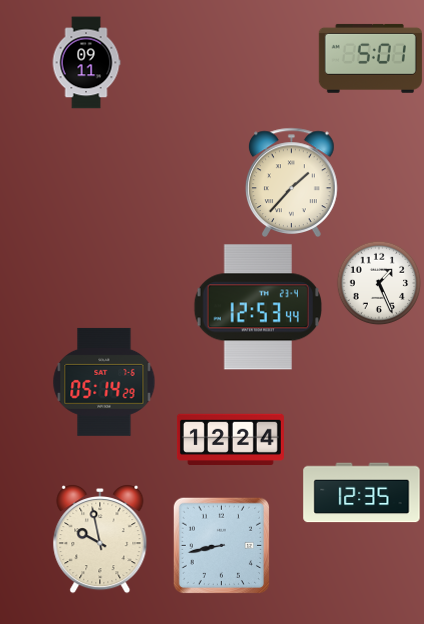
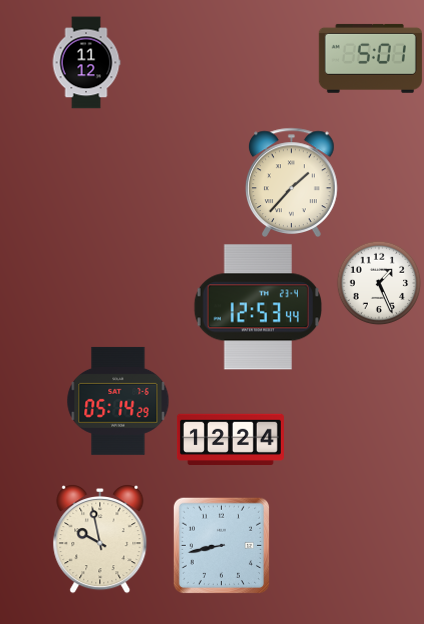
clock at (86, 63): 09:11 -> 11:12
clock at (104, 382) position: (104, 382) -> (118, 401)
clock at (362, 493): 12:35 -> none
